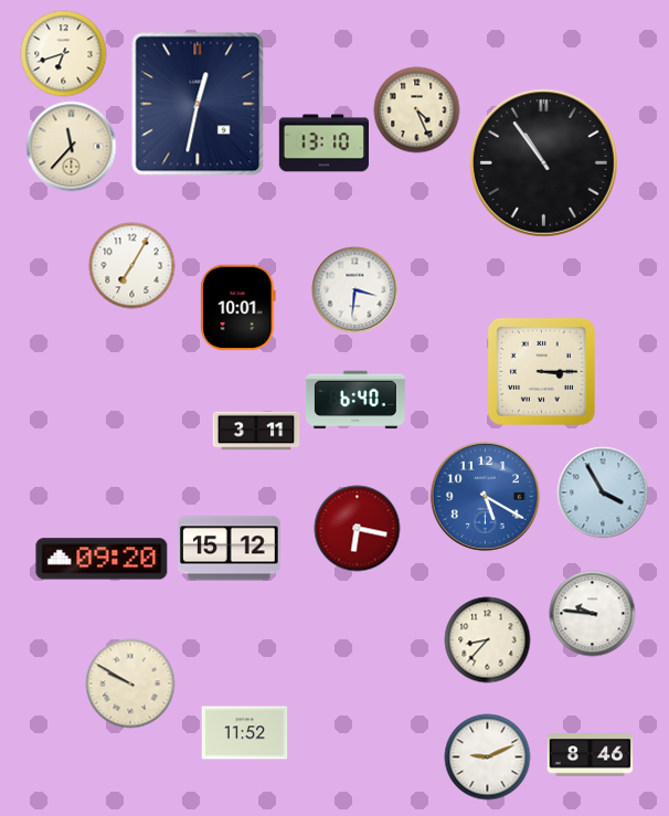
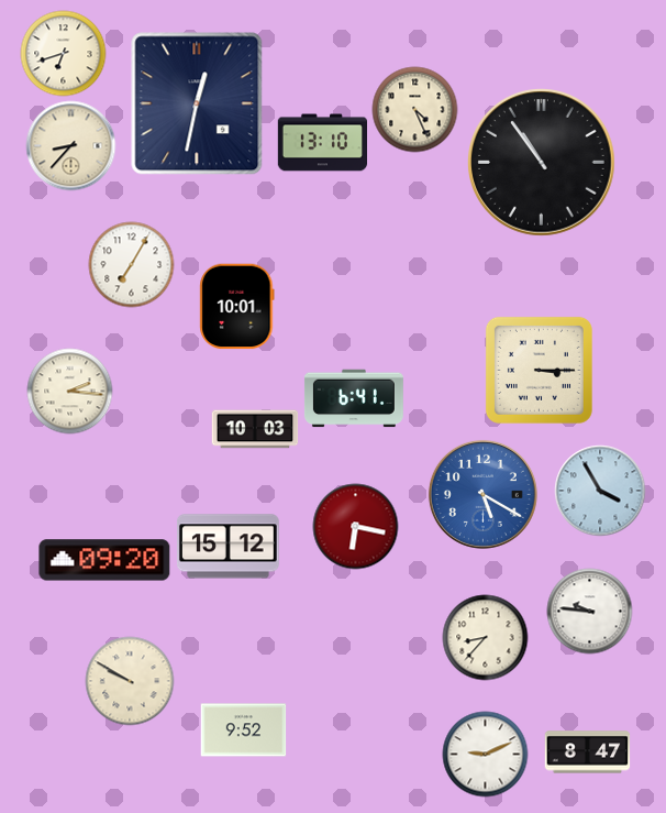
clock at (71, 146): 11:37 -> 8:37
clock at (354, 289): 3:31 -> none
clock at (69, 391): none -> 2:16
clock at (355, 400): 6:40 -> 6:41
clock at (256, 431): 3:11 -> 10:03
clock at (102, 559) position: (102, 559) -> (104, 560)
clock at (244, 733): 11:52 -> 9:52
clock at (590, 755): 8:46 -> 8:47
